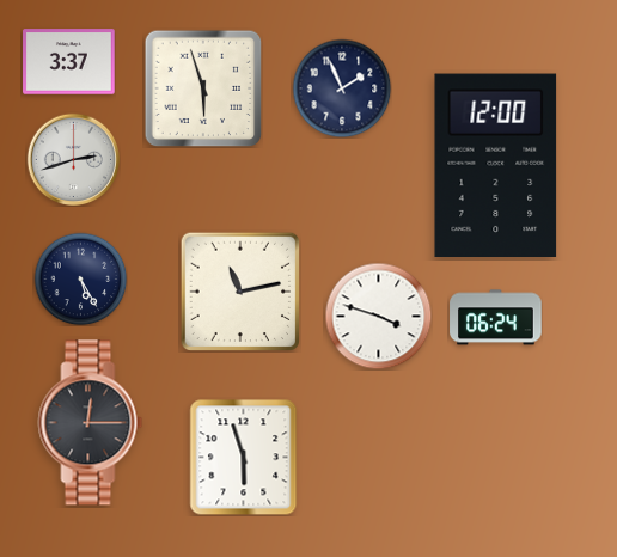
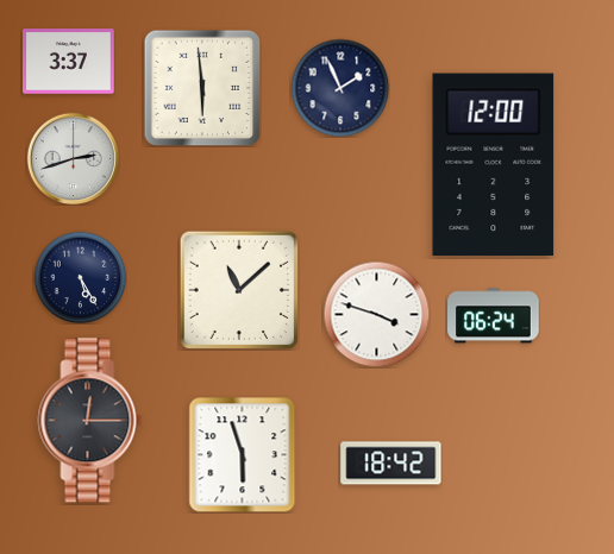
clock at (203, 88): 5:57 -> 5:59
clock at (240, 292): 11:13 -> 11:08
clock at (391, 464): none -> 18:42
